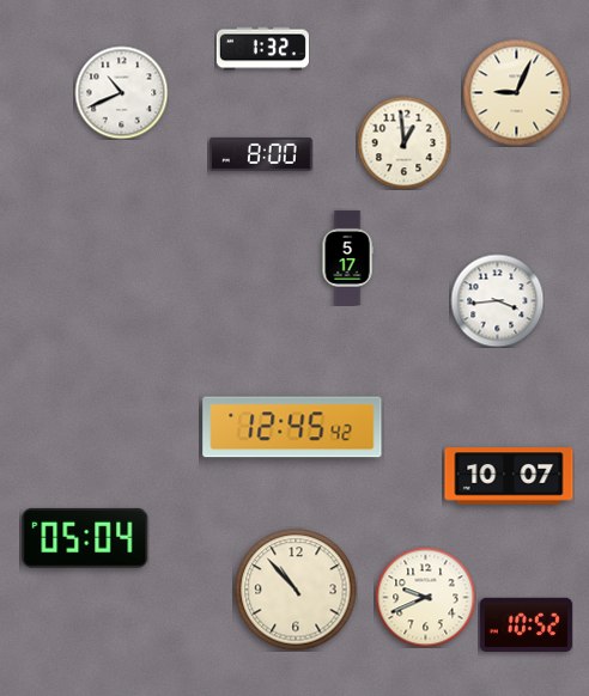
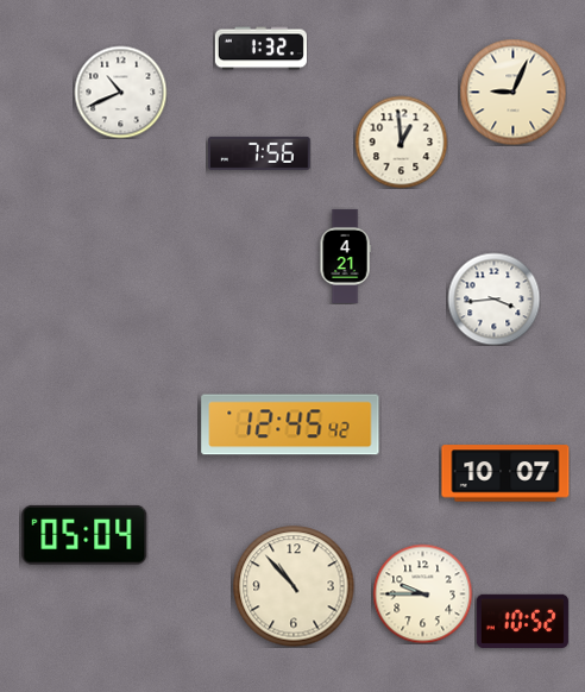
clock at (261, 154): 8:00 -> 7:56
clock at (347, 257): 5:17 -> 4:21
clock at (425, 597): 9:41 -> 9:45
